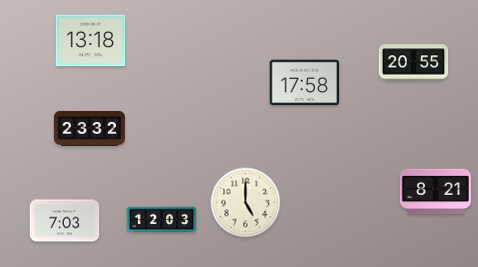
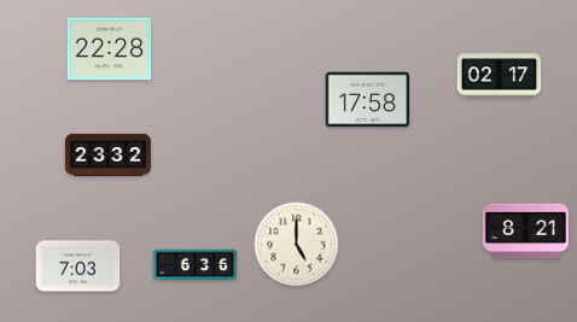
clock at (91, 41): 13:18 -> 22:28
clock at (414, 63): 20:55 -> 02:17
clock at (162, 220): 12:03 -> 6:36
